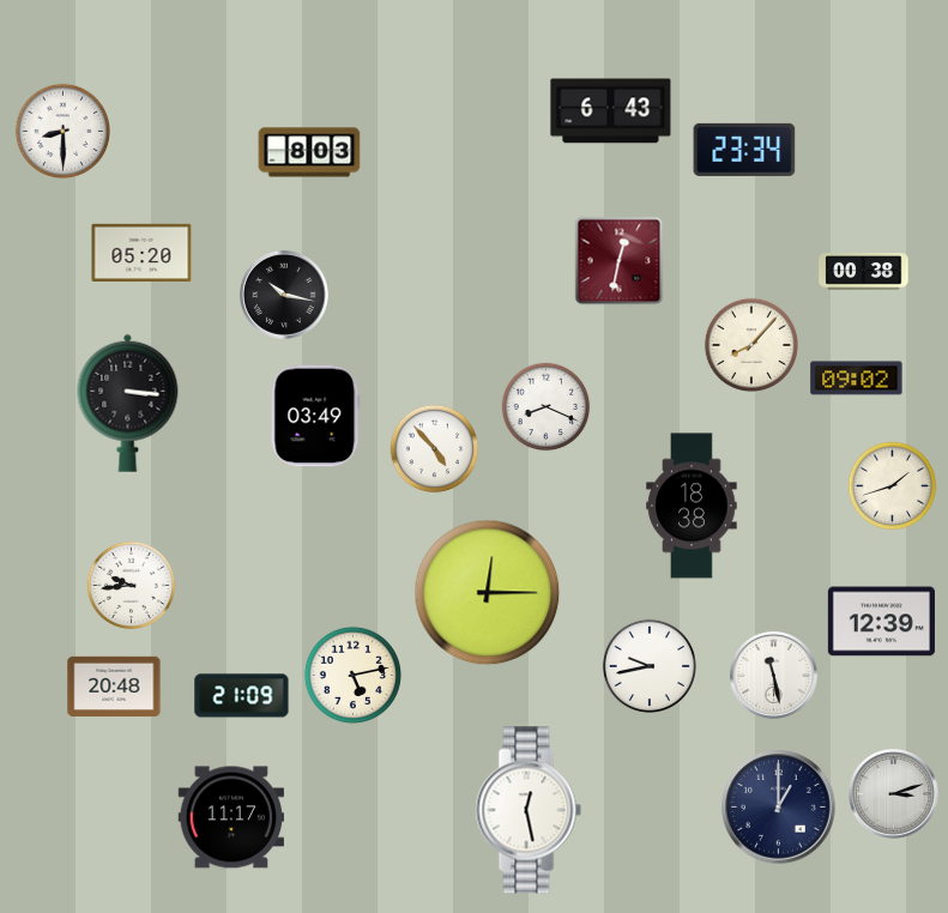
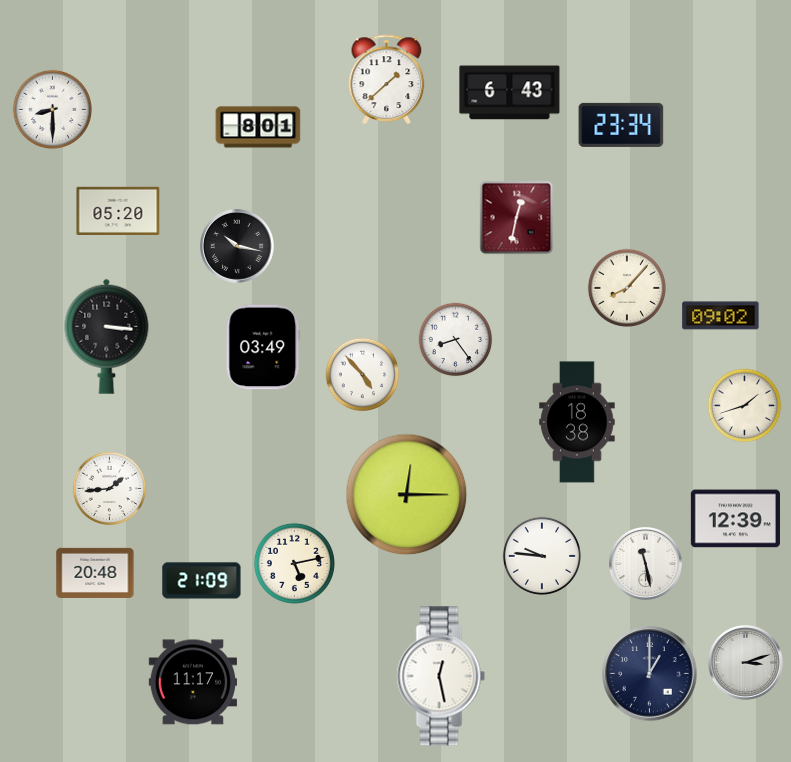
clock at (387, 79): none -> 1:38
clock at (309, 152): 8:03 -> 8:01
clock at (864, 272): 00:38 -> none
clock at (857, 379) position: (857, 379) -> (721, 316)
clock at (547, 407): 8:19 -> 8:24
clock at (132, 586): 9:44 -> 1:44
clock at (650, 666): 9:43 -> 9:46
